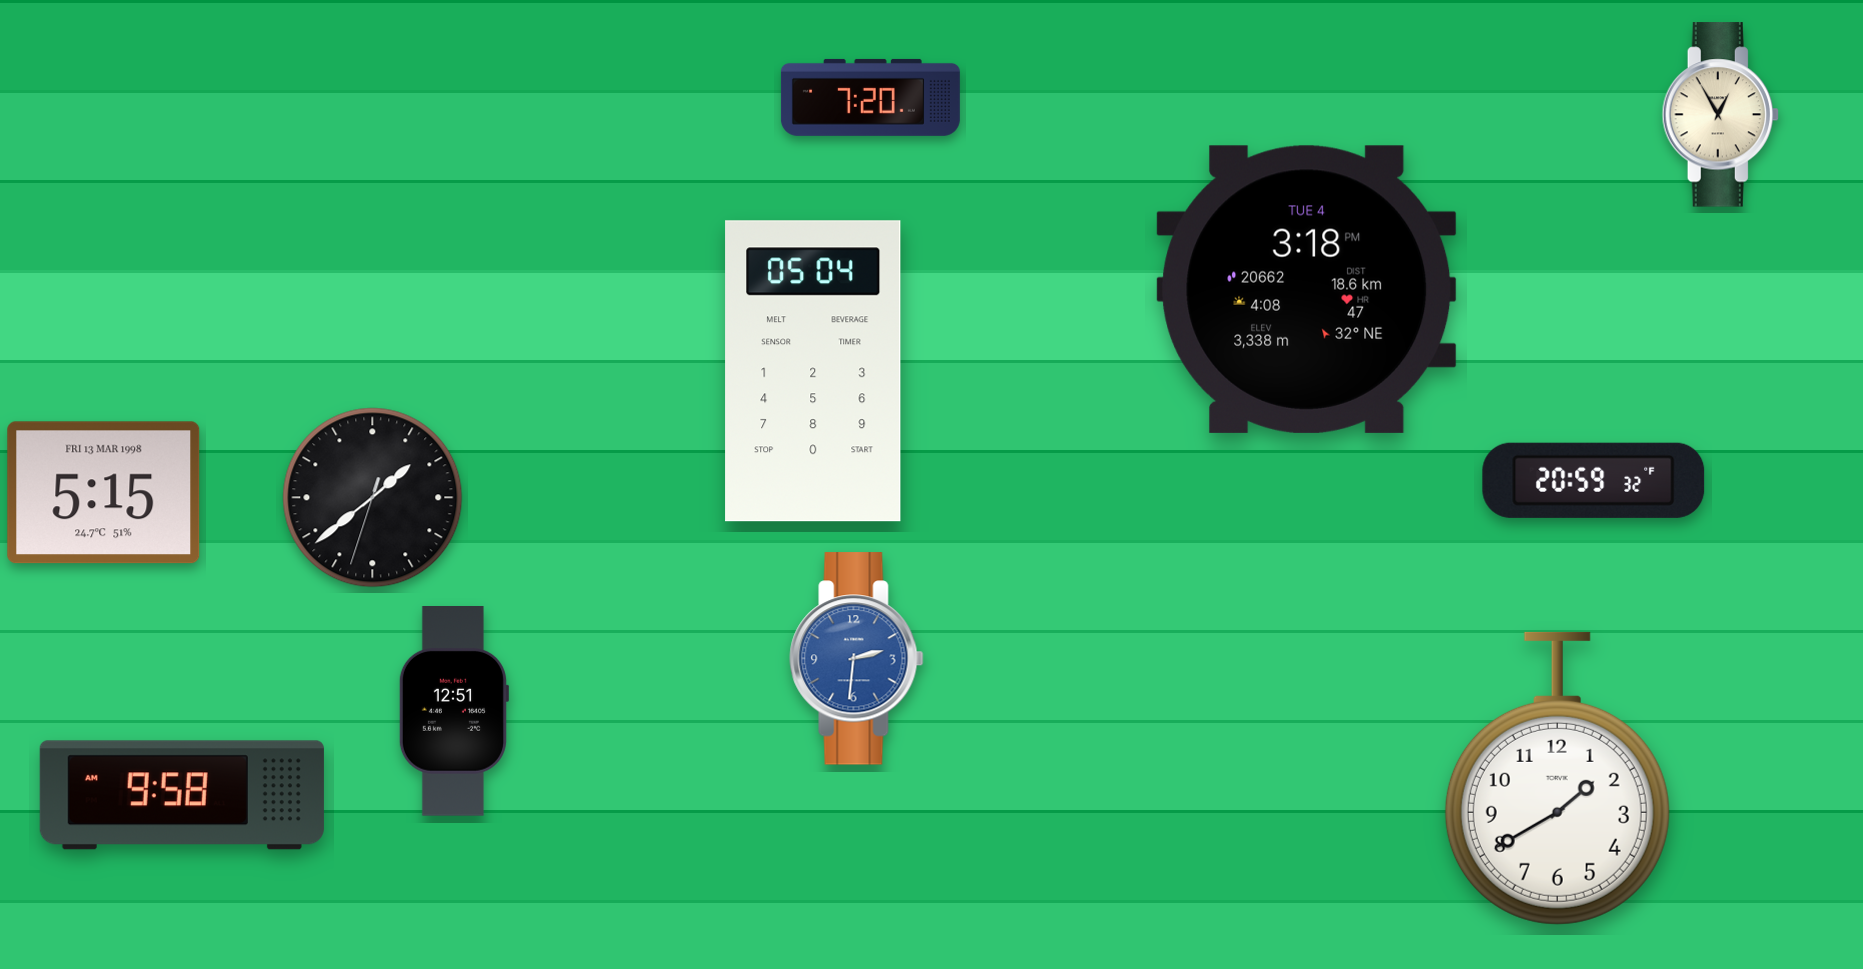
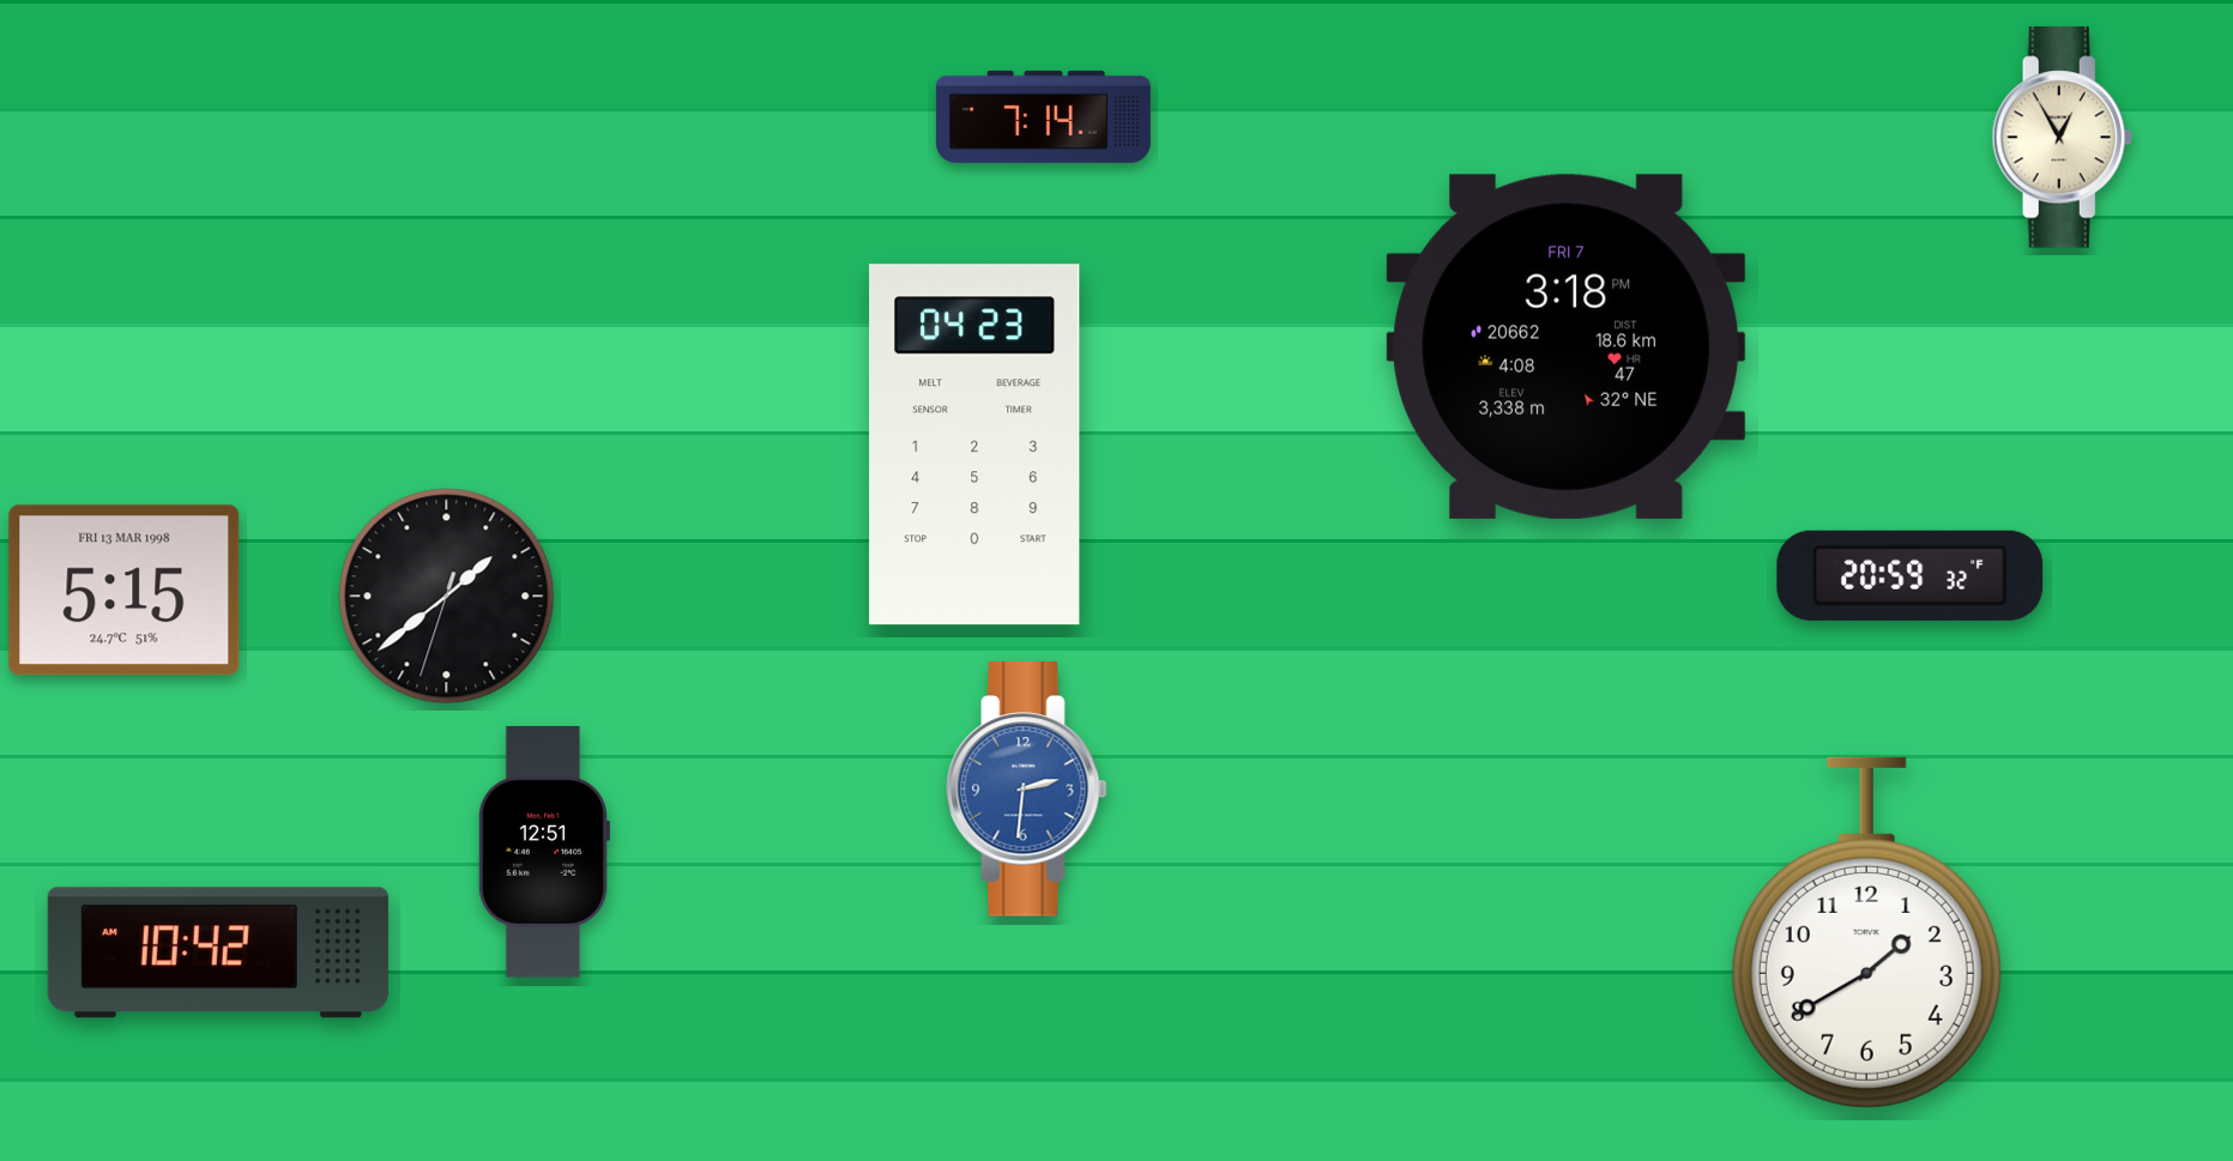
clock at (870, 97): 7:20 -> 7:14
clock at (1307, 289) date: TUE 4 -> FRI 7
clock at (813, 371): 05:04 -> 04:23
clock at (182, 795): 9:58 -> 10:42
